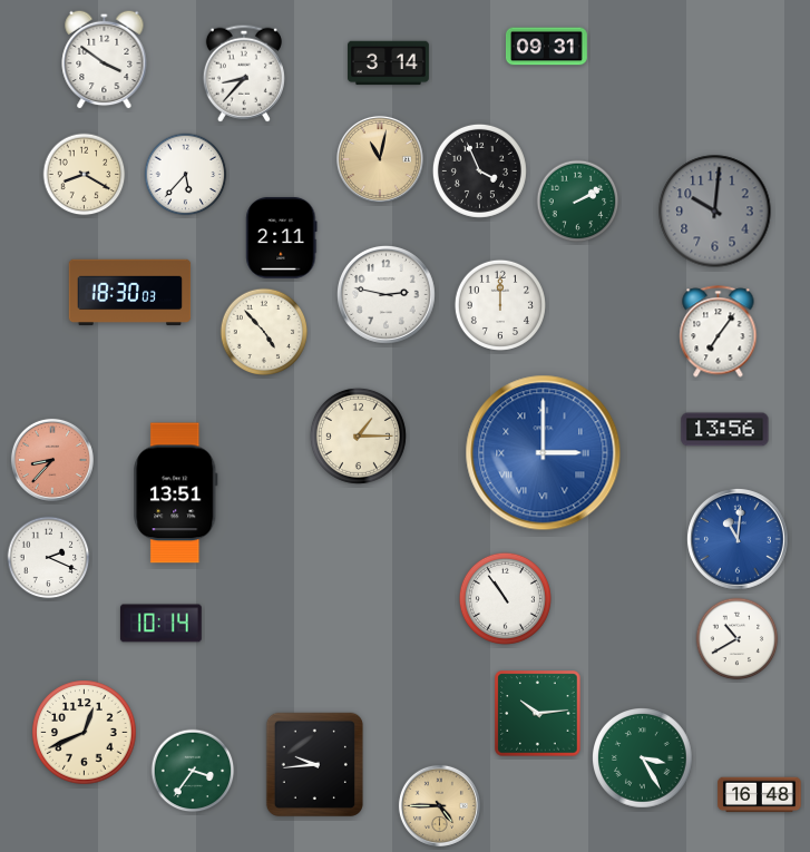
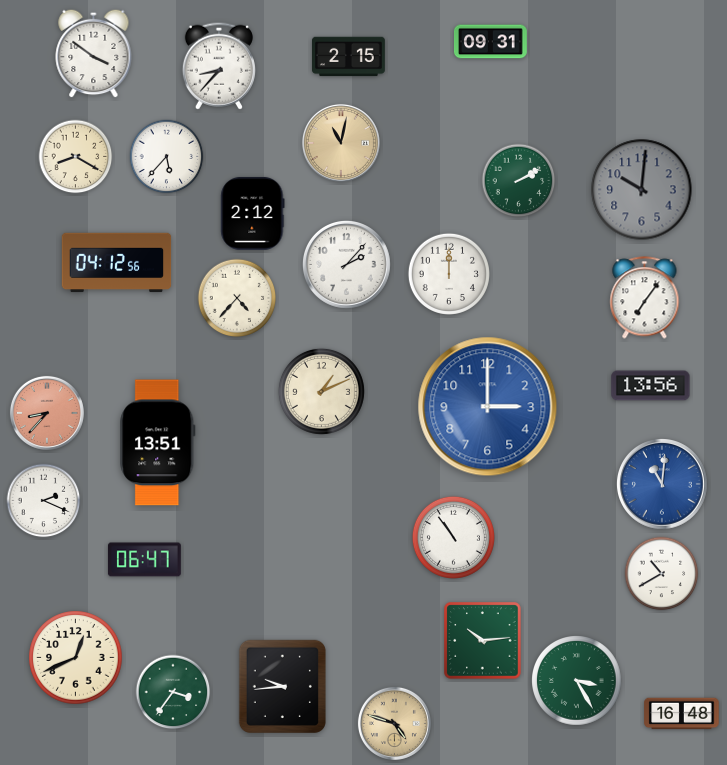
clock at (389, 63): 3:14 -> 2:15
clock at (479, 170): 3:56 -> none
clock at (282, 237): 2:11 -> 2:12
clock at (130, 293): 18:30 -> 04:12
clock at (387, 295): 2:47 -> 2:07
clock at (264, 332): 4:53 -> 4:37
clock at (358, 435): 1:15 -> 1:11
clock at (544, 453) numerals: Roman -> Arabic
clock at (160, 624): 10:14 -> 06:47
clock at (439, 805): 4:45 -> 4:48
